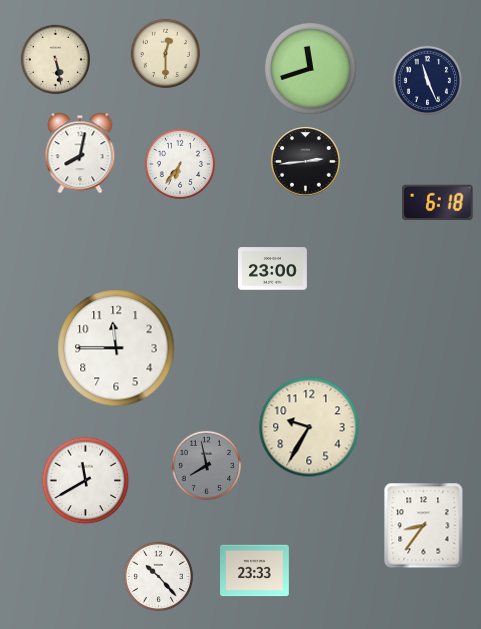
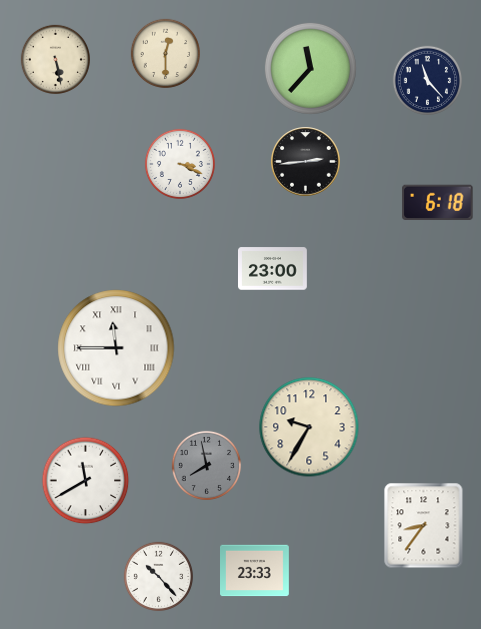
clock at (310, 68): 11:42 -> 11:37
clock at (427, 80): 11:26 -> 11:23
clock at (80, 153): 8:02 -> none
clock at (180, 164): 6:36 -> 3:19
clock at (116, 348) numerals: Arabic -> Roman
